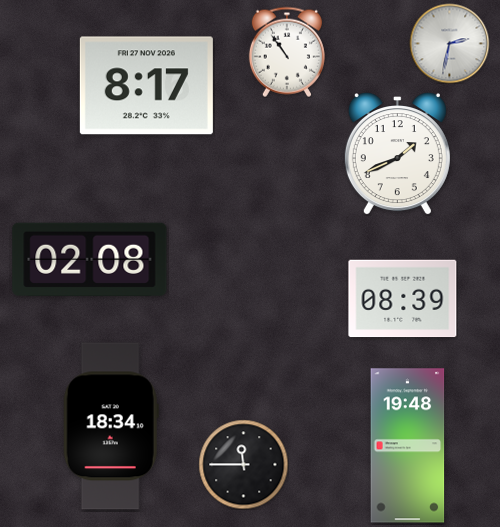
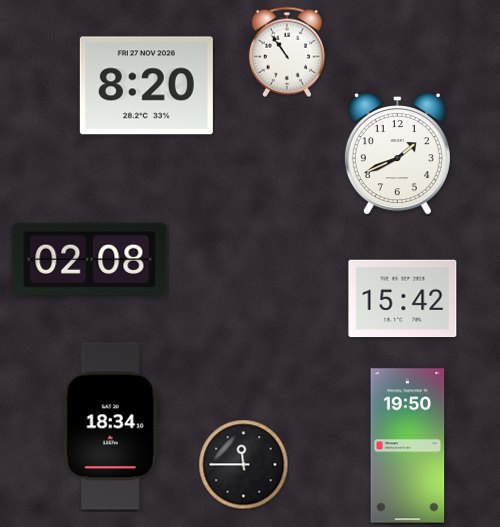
clock at (449, 43): 2:32 -> none
clock at (146, 86): 8:17 -> 8:20
clock at (403, 299): 08:39 -> 15:42
clock at (408, 446): 19:48 -> 19:50
